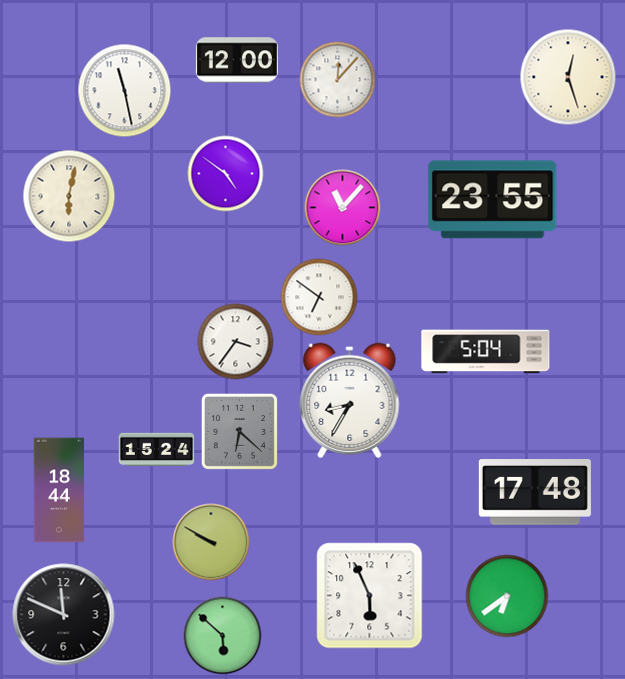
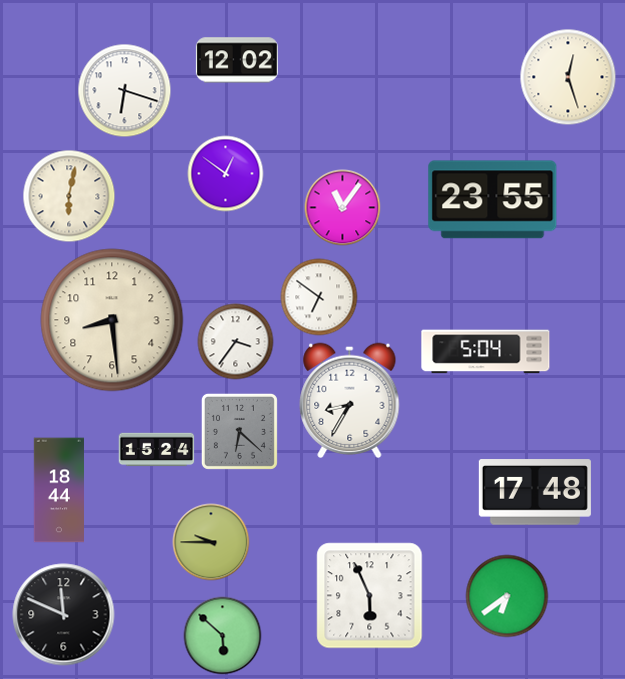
clock at (237, 60): 12:00 -> 12:02
clock at (338, 80): 12:07 -> none
clock at (125, 91): 11:28 -> 6:18
clock at (226, 174): 4:51 -> 12:51
clock at (343, 208): 11:07 -> 11:06
clock at (112, 320): none -> 8:29
clock at (211, 542): 9:50 -> 9:45
